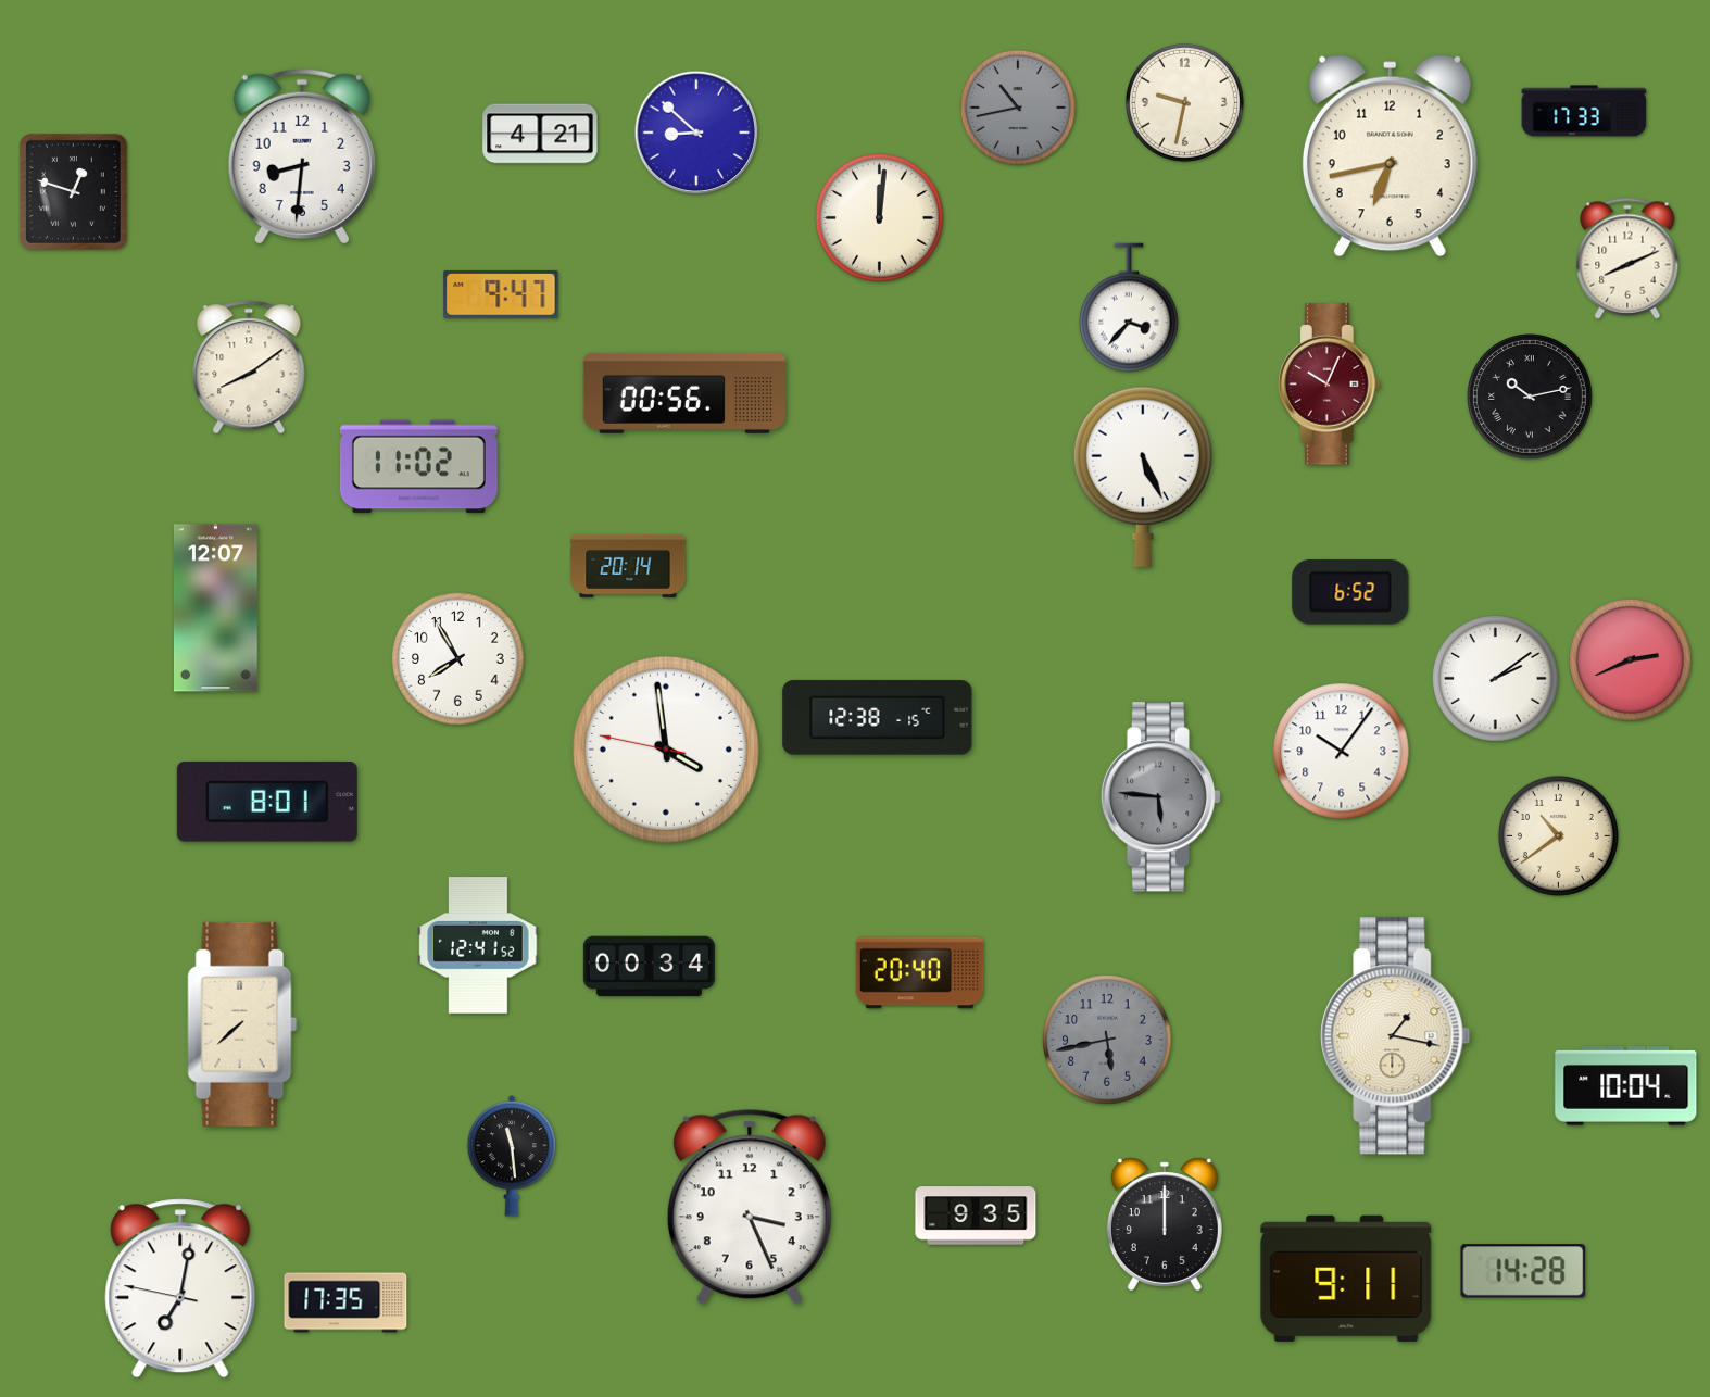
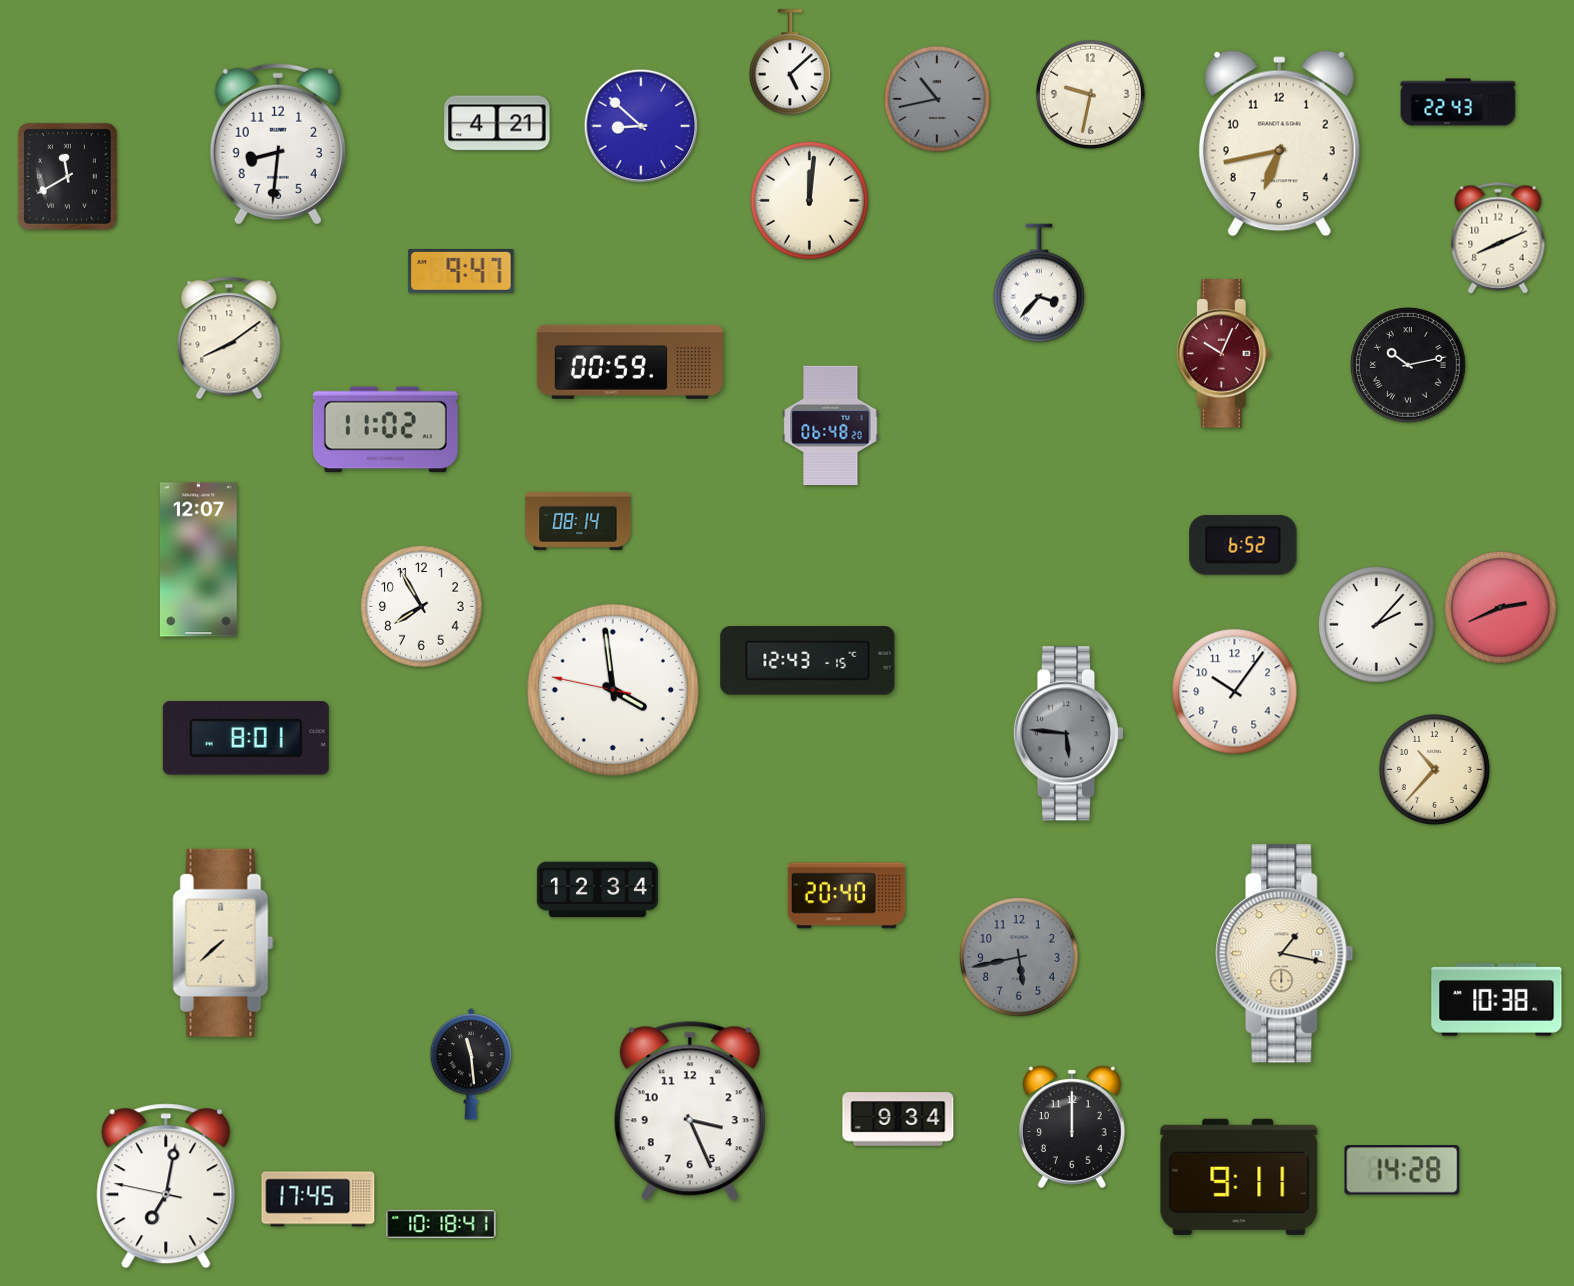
clock at (790, 63): none -> 5:08
clock at (1584, 111): 17:33 -> 22:43
clock at (696, 133) position: (696, 133) -> (641, 126)
clock at (73, 191): 12:48 -> 11:40
clock at (684, 393): 00:56 -> 00:59
clock at (831, 425): none -> 06:48
clock at (1143, 477): 5:26 -> none
clock at (628, 566): 20:14 -> 08:14
clock at (1496, 679): 2:09 -> 2:07
clock at (878, 718): 12:38 -> 12:43
clock at (1558, 835): 10:39 -> 10:37
clock at (478, 945): 12:41 -> none
clock at (649, 967): 00:34 -> 12:34
clock at (1626, 1086): 10:04 -> 10:38
clock at (976, 1216): 9:35 -> 9:34
clock at (345, 1302): 17:35 -> 17:45
clock at (441, 1224): none -> 10:18
